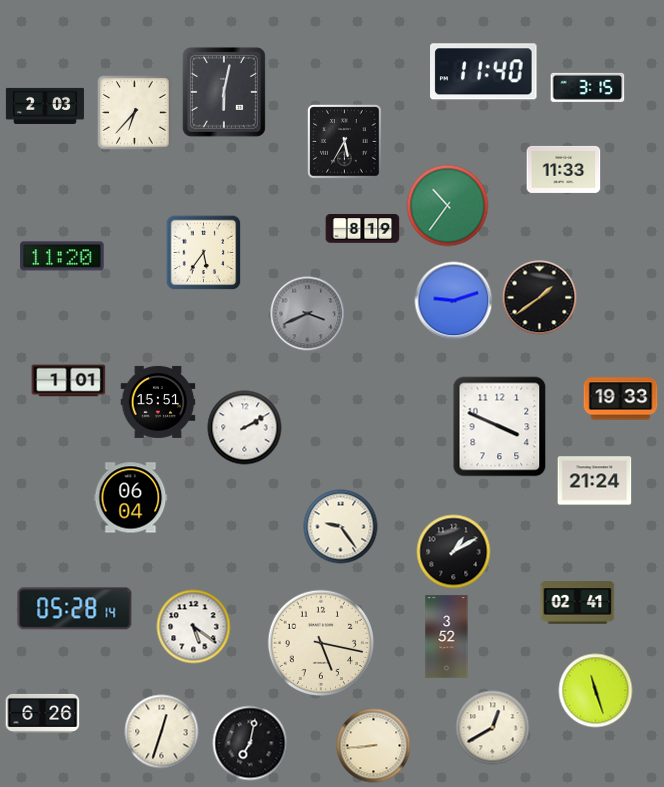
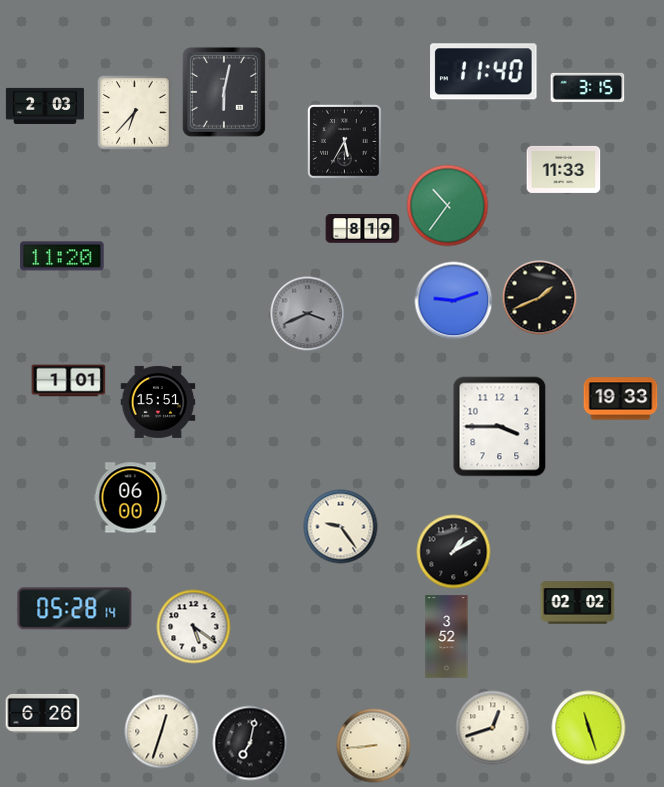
clock at (204, 253): 5:36 -> none
clock at (540, 298): 1:39 -> 1:41
clock at (500, 427): 3:49 -> 3:45
clock at (245, 428): 2:10 -> none
clock at (595, 481): 21:24 -> none
clock at (131, 498): 06:04 -> 06:00
clock at (578, 603): 02:41 -> 02:02
clock at (320, 642): 5:17 -> none
clock at (596, 691) position: (596, 691) -> (589, 728)
clock at (493, 728): 12:40 -> 12:42
